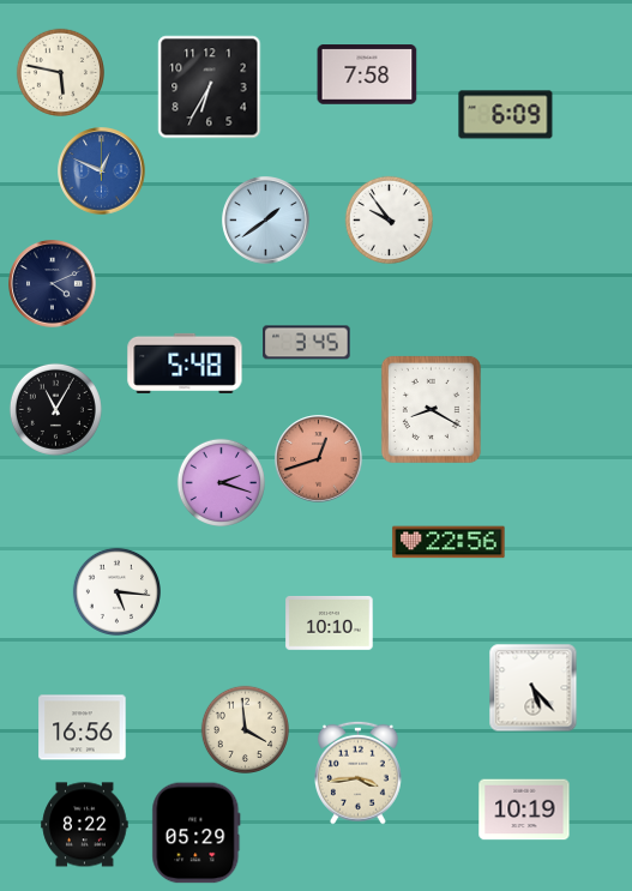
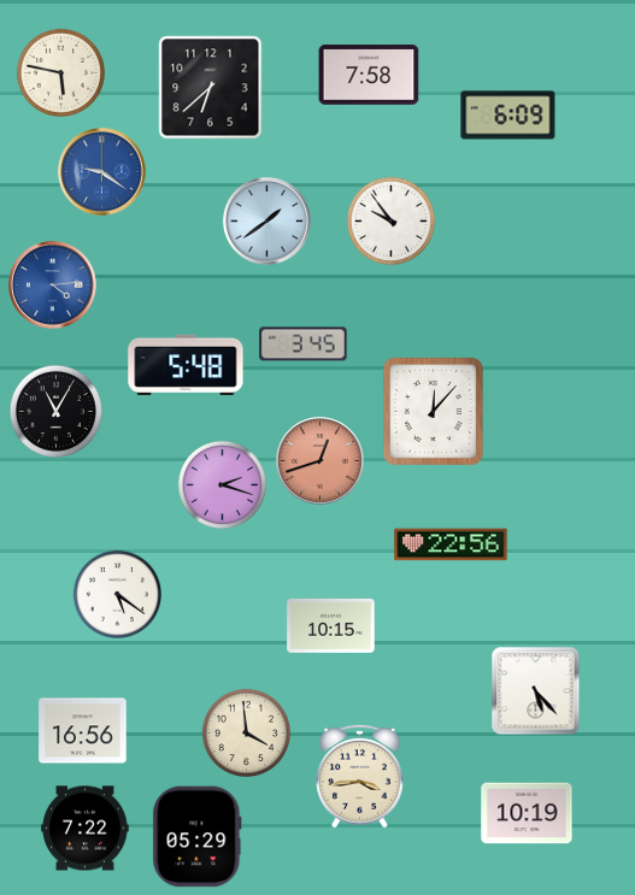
clock at (210, 88): 6:35 -> 6:38
clock at (102, 171): 12:49 -> 9:21
clock at (53, 284): 4:11 -> 4:14
clock at (53, 284) dial: navy -> blue
clock at (307, 343) position: (307, 343) -> (304, 345)
clock at (431, 409): 8:20 -> 12:07
clock at (116, 591): 5:16 -> 5:21
clock at (330, 622): 10:10 -> 10:15
clock at (85, 825): 8:22 -> 7:22
